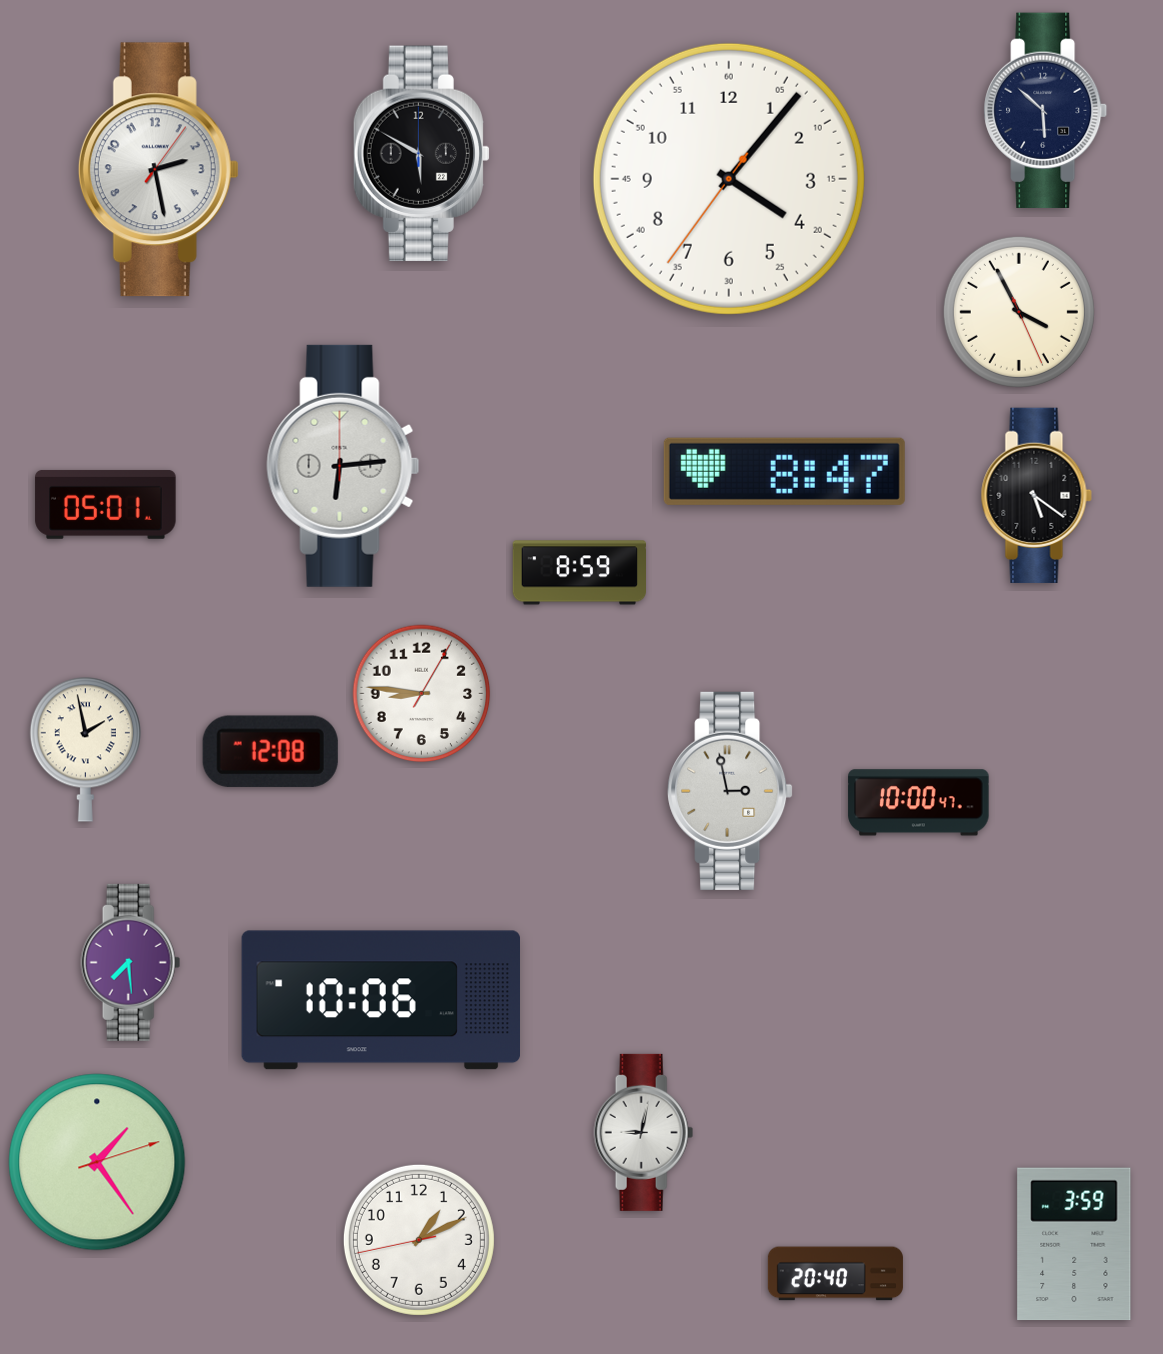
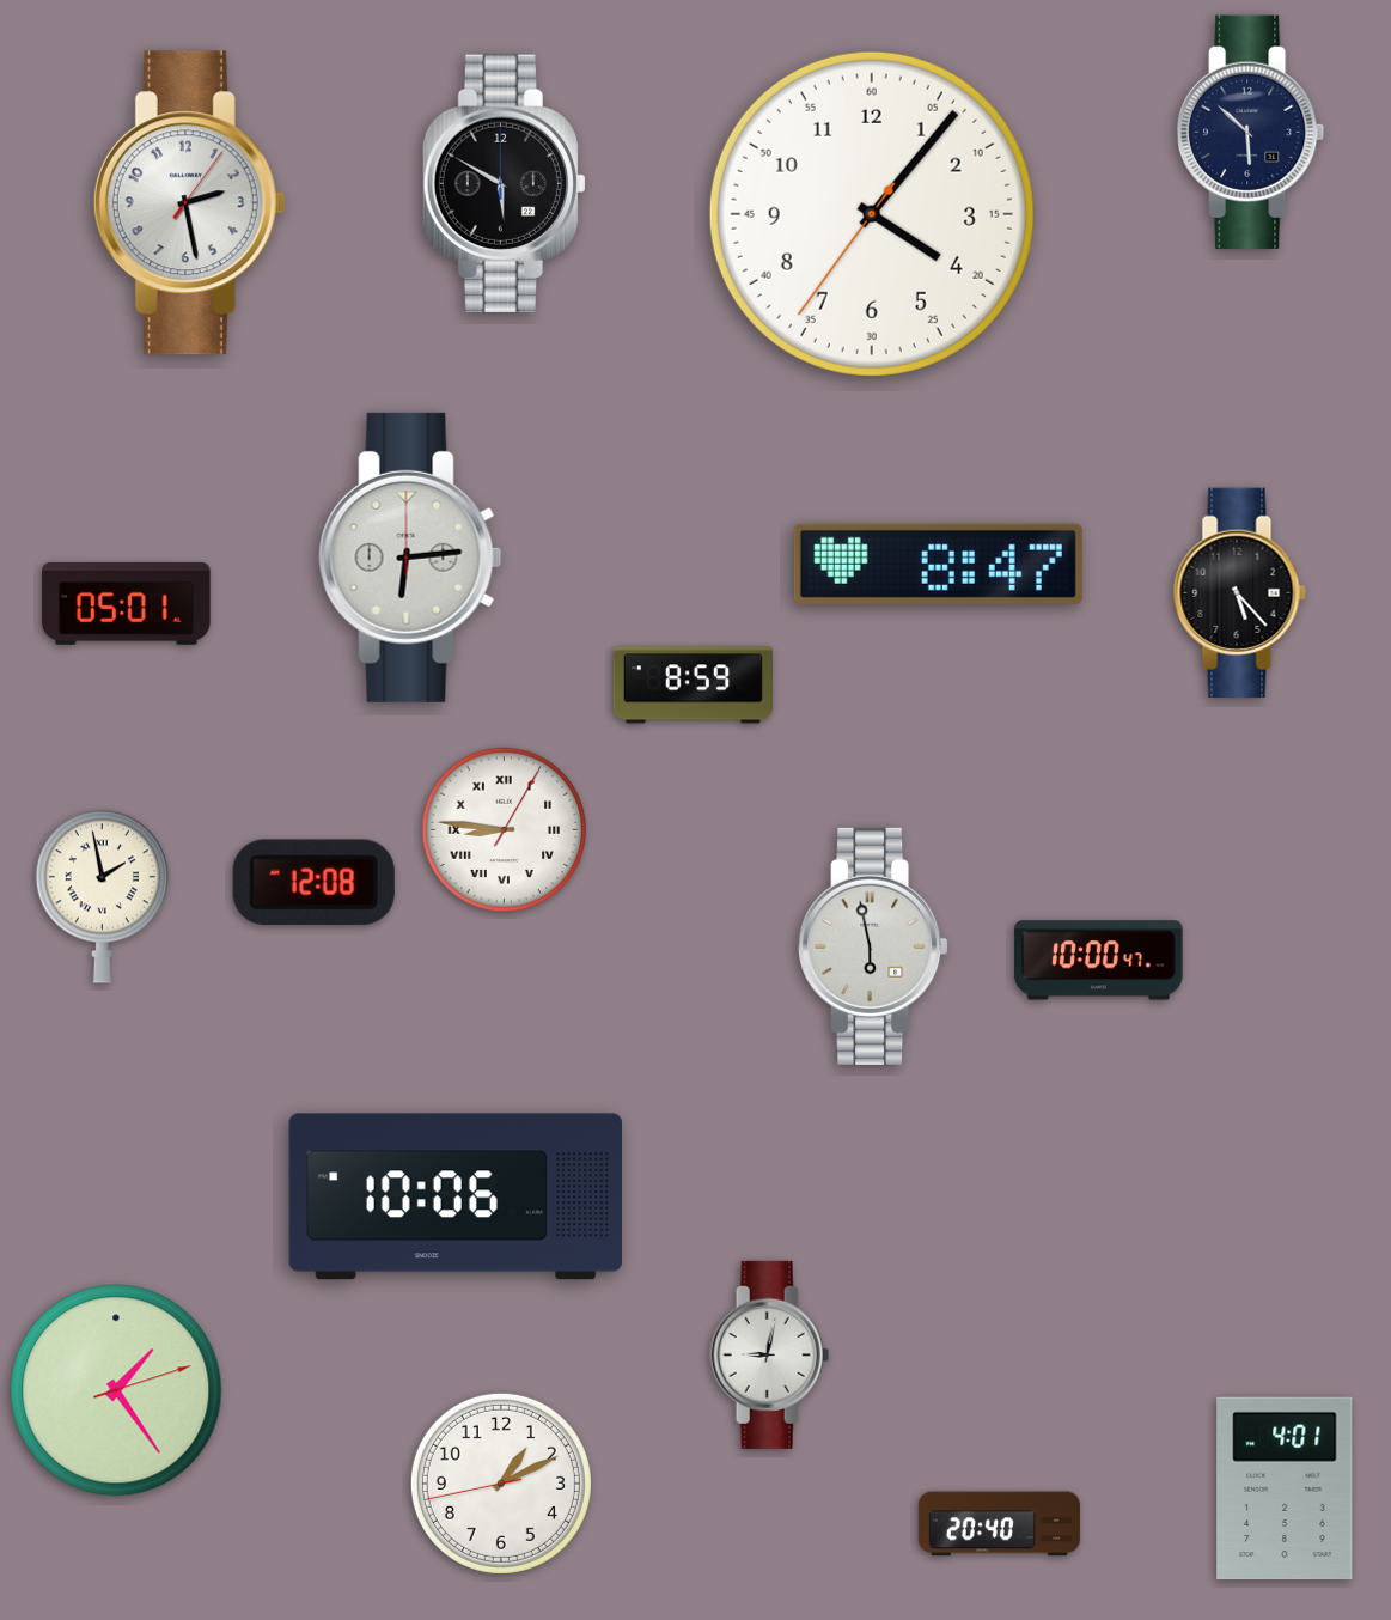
clock at (1019, 312): 3:55 -> none
clock at (1036, 495): 5:21 -> 5:23
clock at (422, 694) numerals: Arabic -> Roman
clock at (270, 751) position: (270, 751) -> (313, 882)
clock at (730, 791): 2:58 -> 5:58
clock at (131, 962): 7:29 -> none
clock at (1074, 1244): 3:59 -> 4:01
